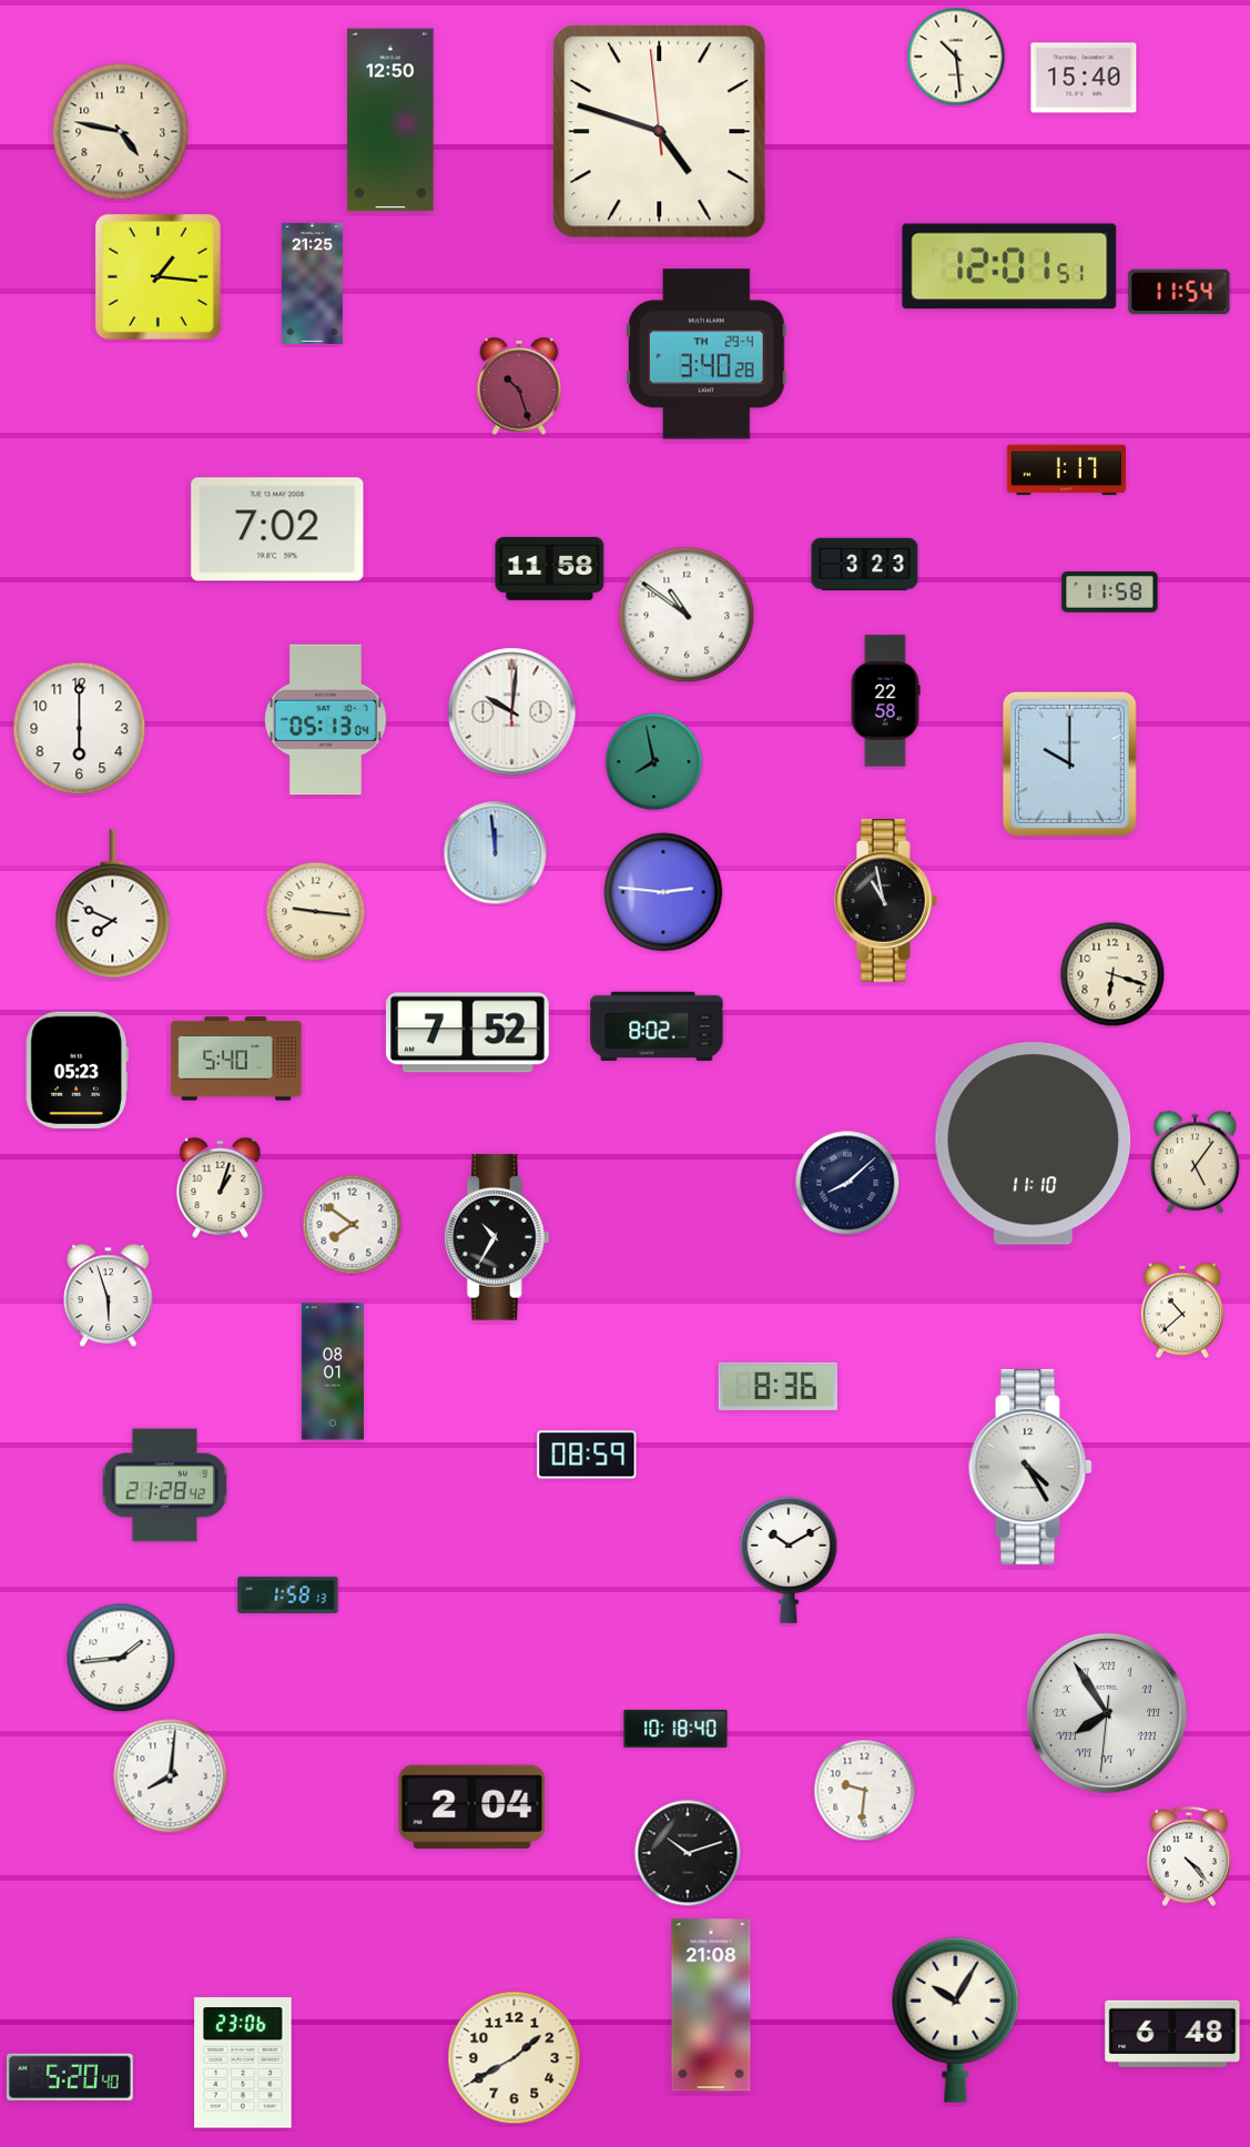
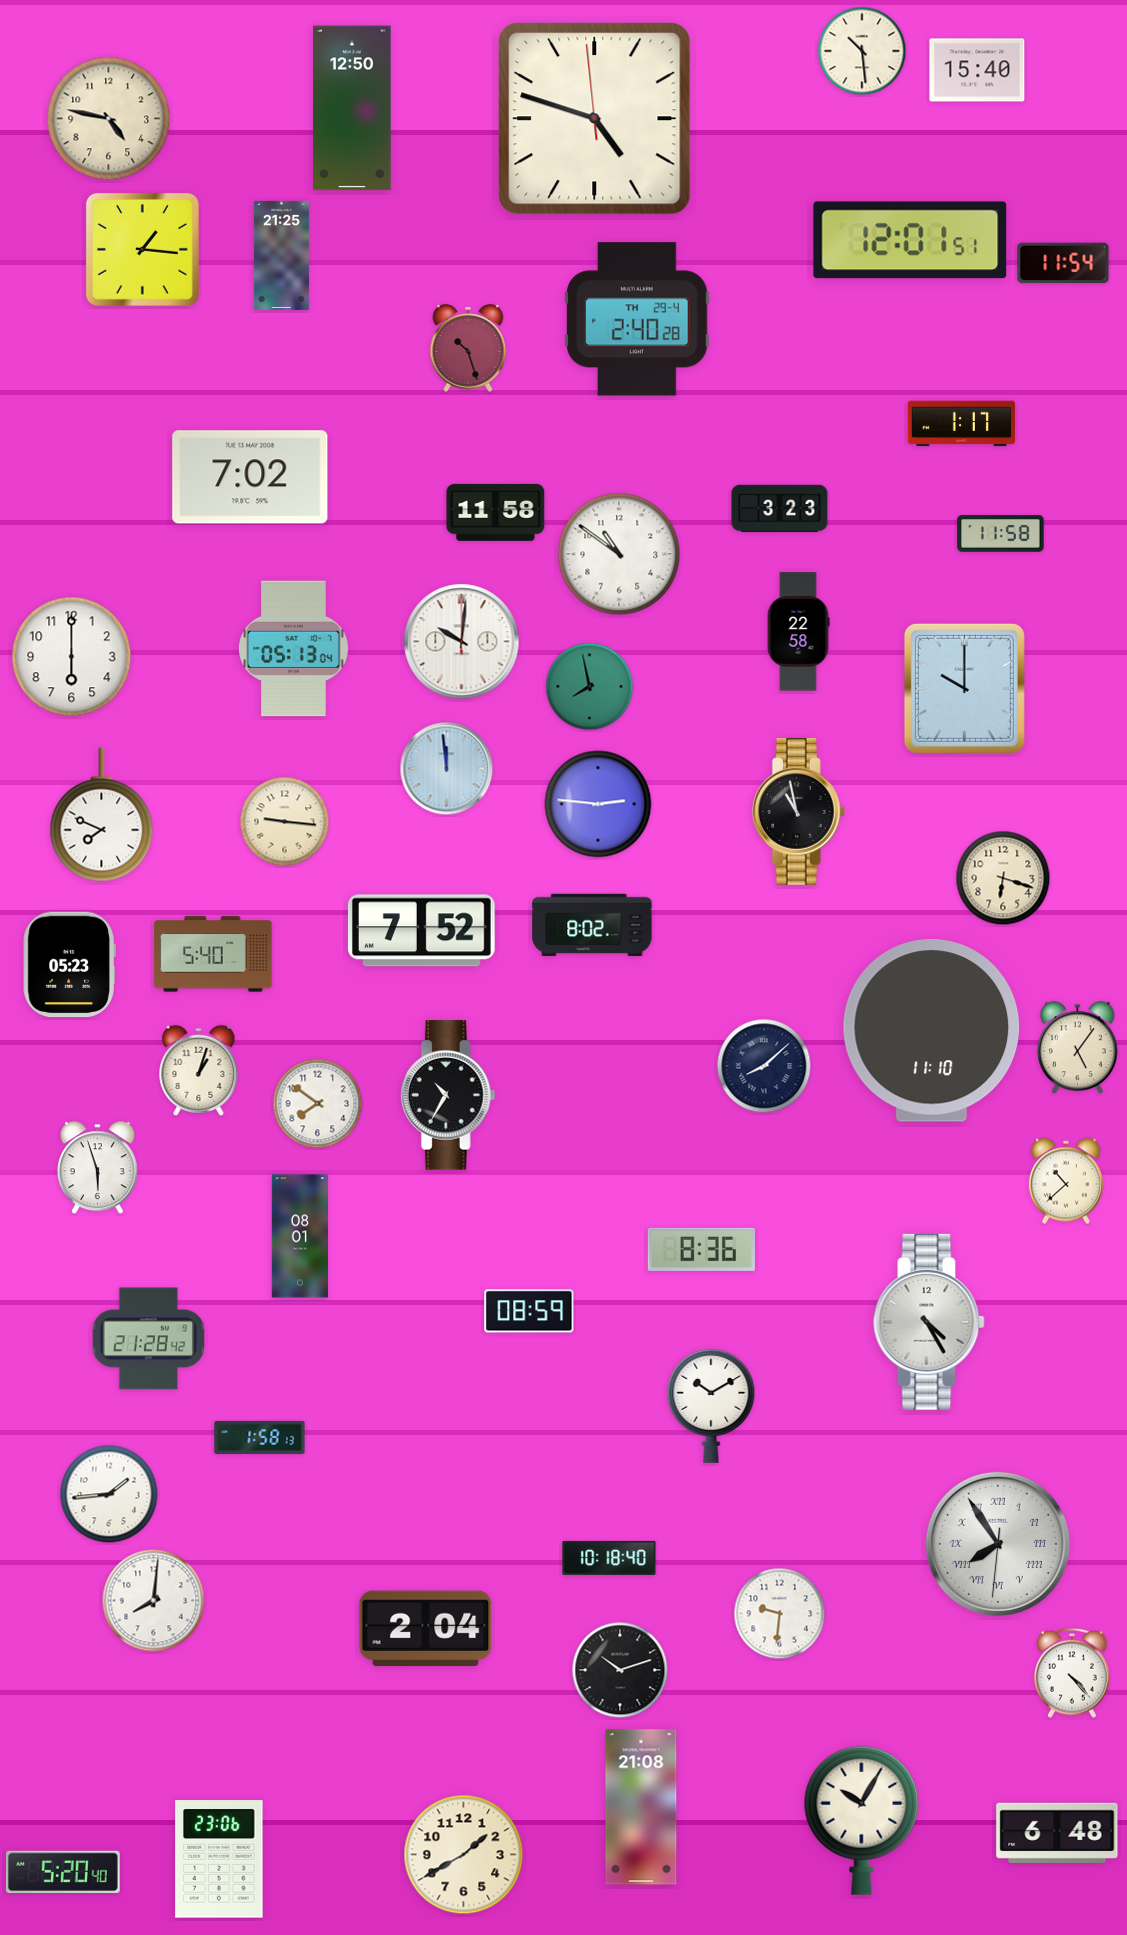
clock at (708, 354): 3:40 -> 2:40
clock at (497, 1237) position: (497, 1237) -> (448, 1095)
